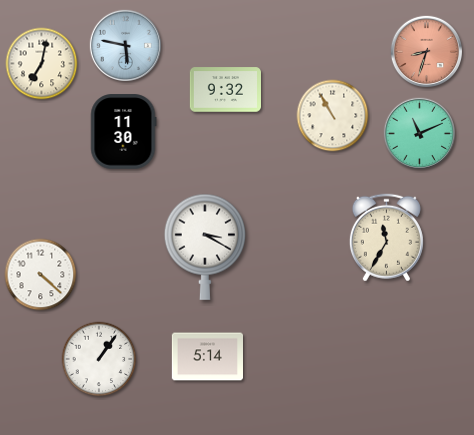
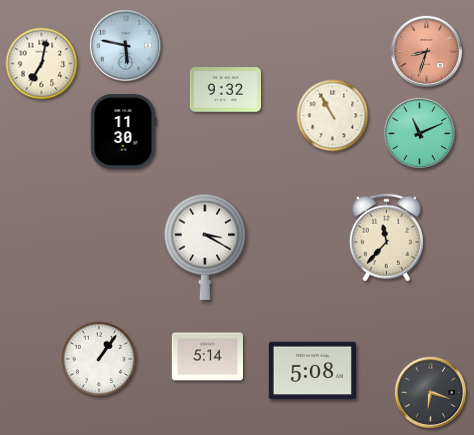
clock at (386, 238): 11:35 -> 11:37
clock at (41, 275): 4:22 -> none
clock at (312, 371): none -> 5:08
clock at (430, 392): none -> 6:18
